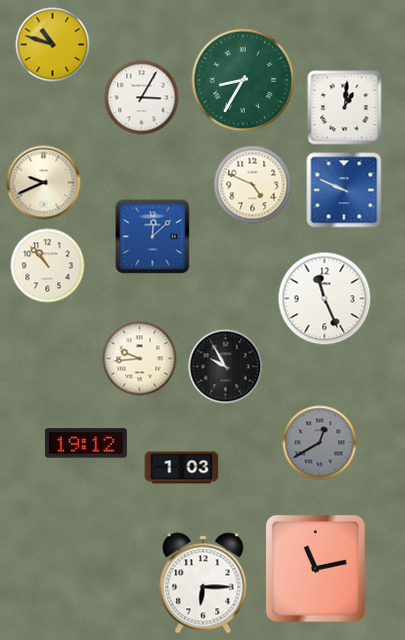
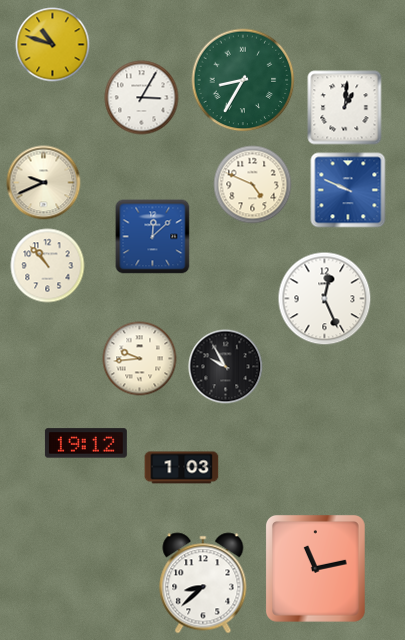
clock at (344, 190) position: (344, 190) -> (348, 190)
clock at (325, 299): 11:26 -> 12:26
clock at (320, 443): 12:40 -> none
clock at (203, 583): 6:15 -> 8:38
